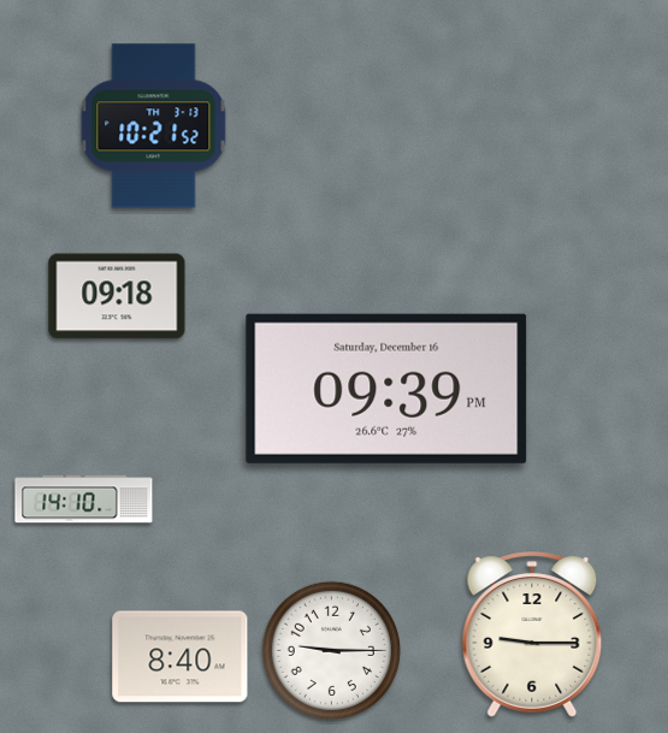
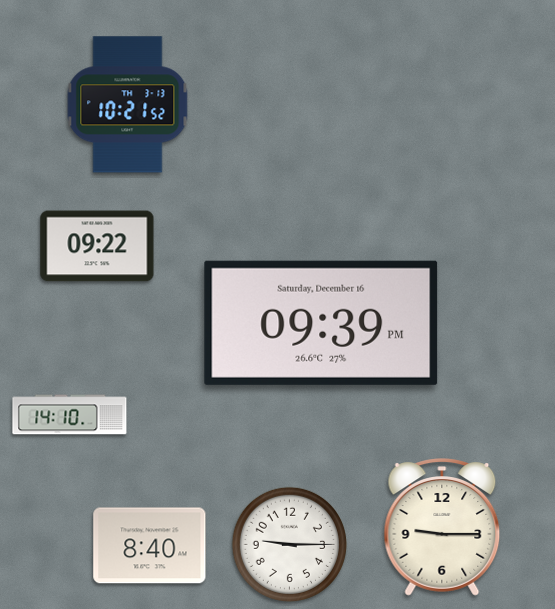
clock at (117, 296): 09:18 -> 09:22
clock at (331, 650) position: (331, 650) -> (289, 544)
